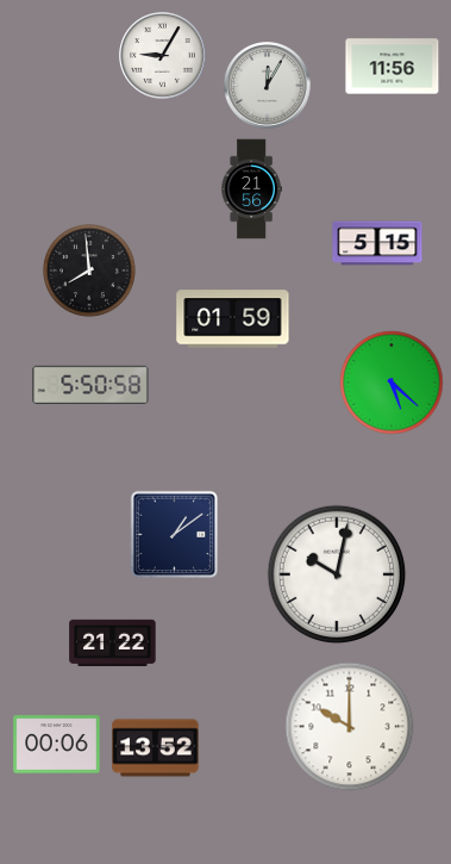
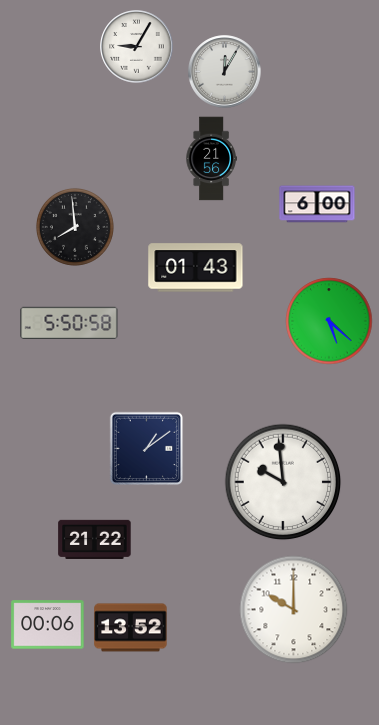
clock at (393, 67): 11:56 -> none
clock at (377, 243): 5:15 -> 6:00
clock at (233, 319): 01:59 -> 01:43
clock at (90, 384) position: (90, 384) -> (69, 322)
clock at (337, 574): 10:02 -> 9:59
